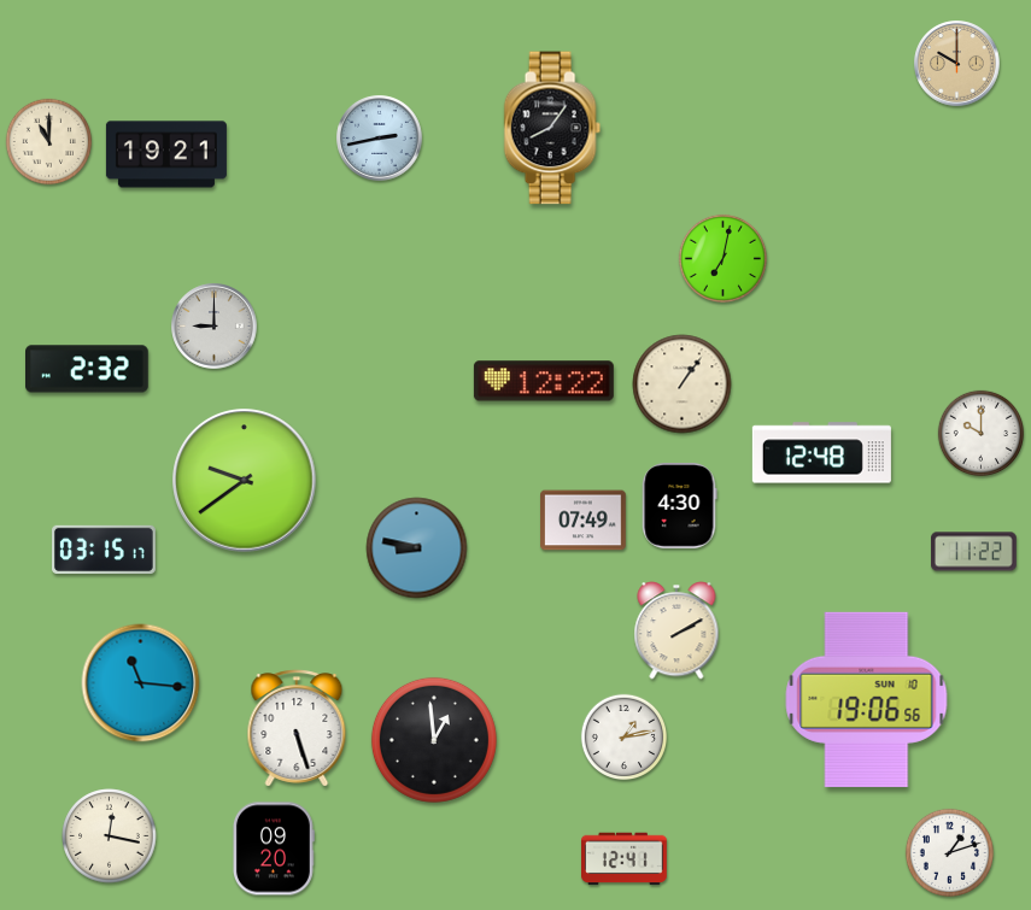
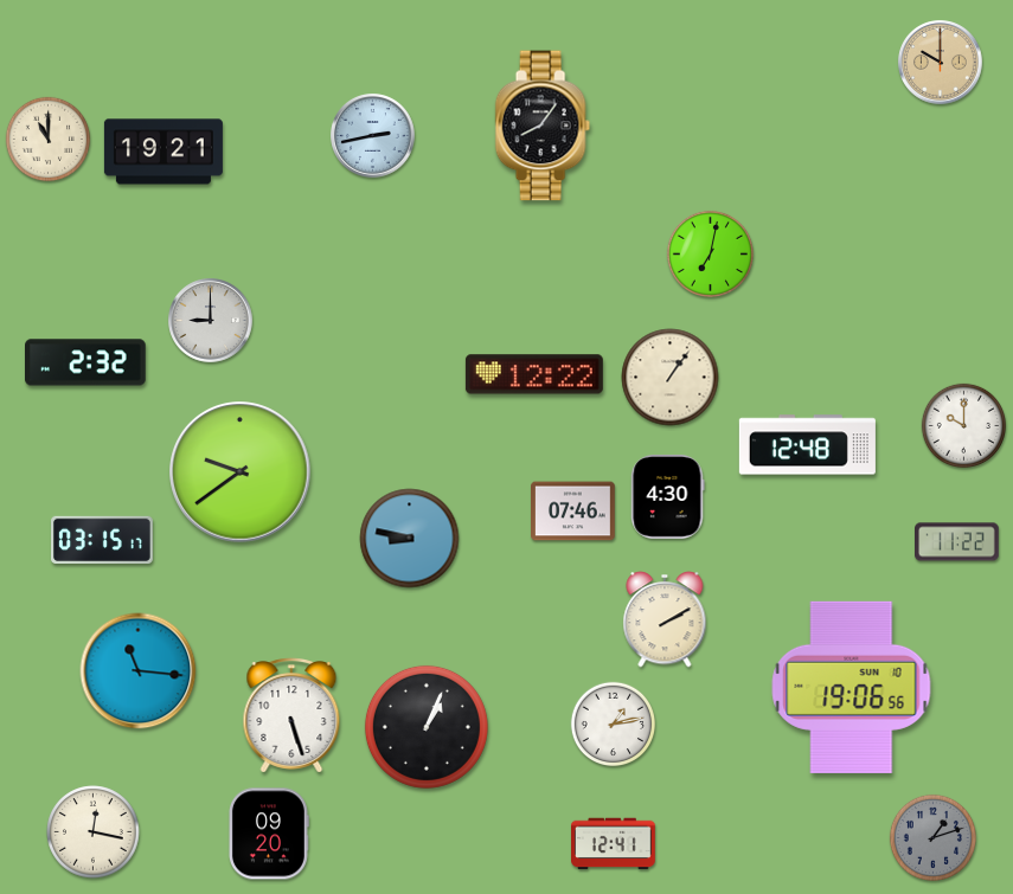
clock at (584, 521): 07:49 -> 07:46
clock at (434, 740): 12:59 -> 1:04
clock at (110, 836) position: (110, 836) -> (94, 832)
clock at (949, 852) dial: white -> grey
